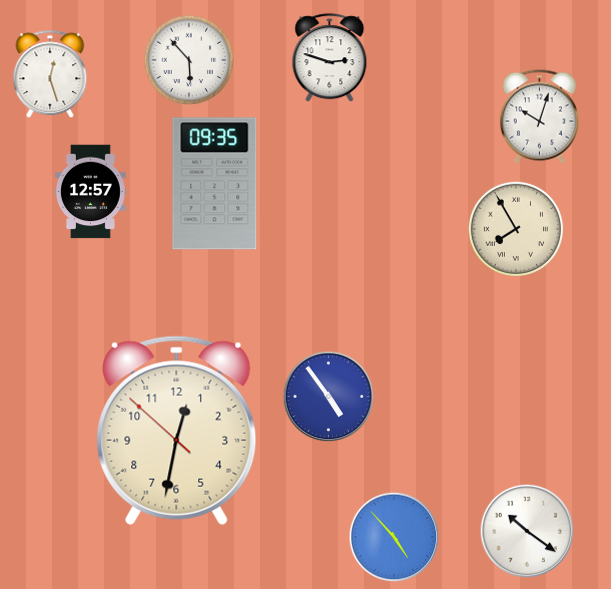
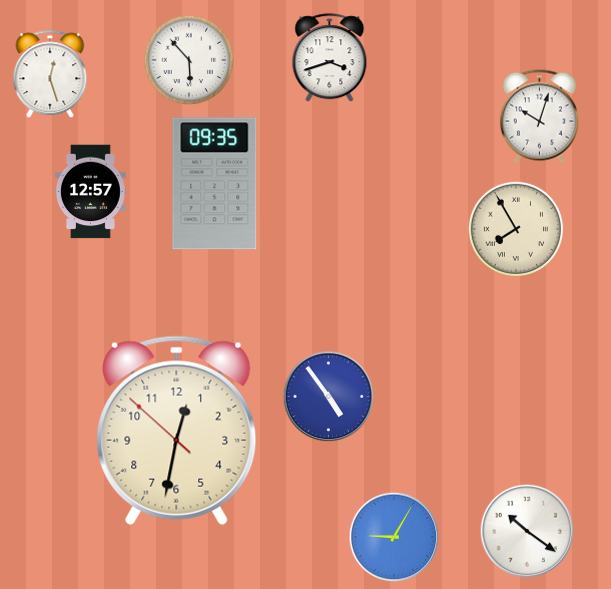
clock at (330, 58): 2:48 -> 3:42
clock at (394, 537): 4:53 -> 9:05
